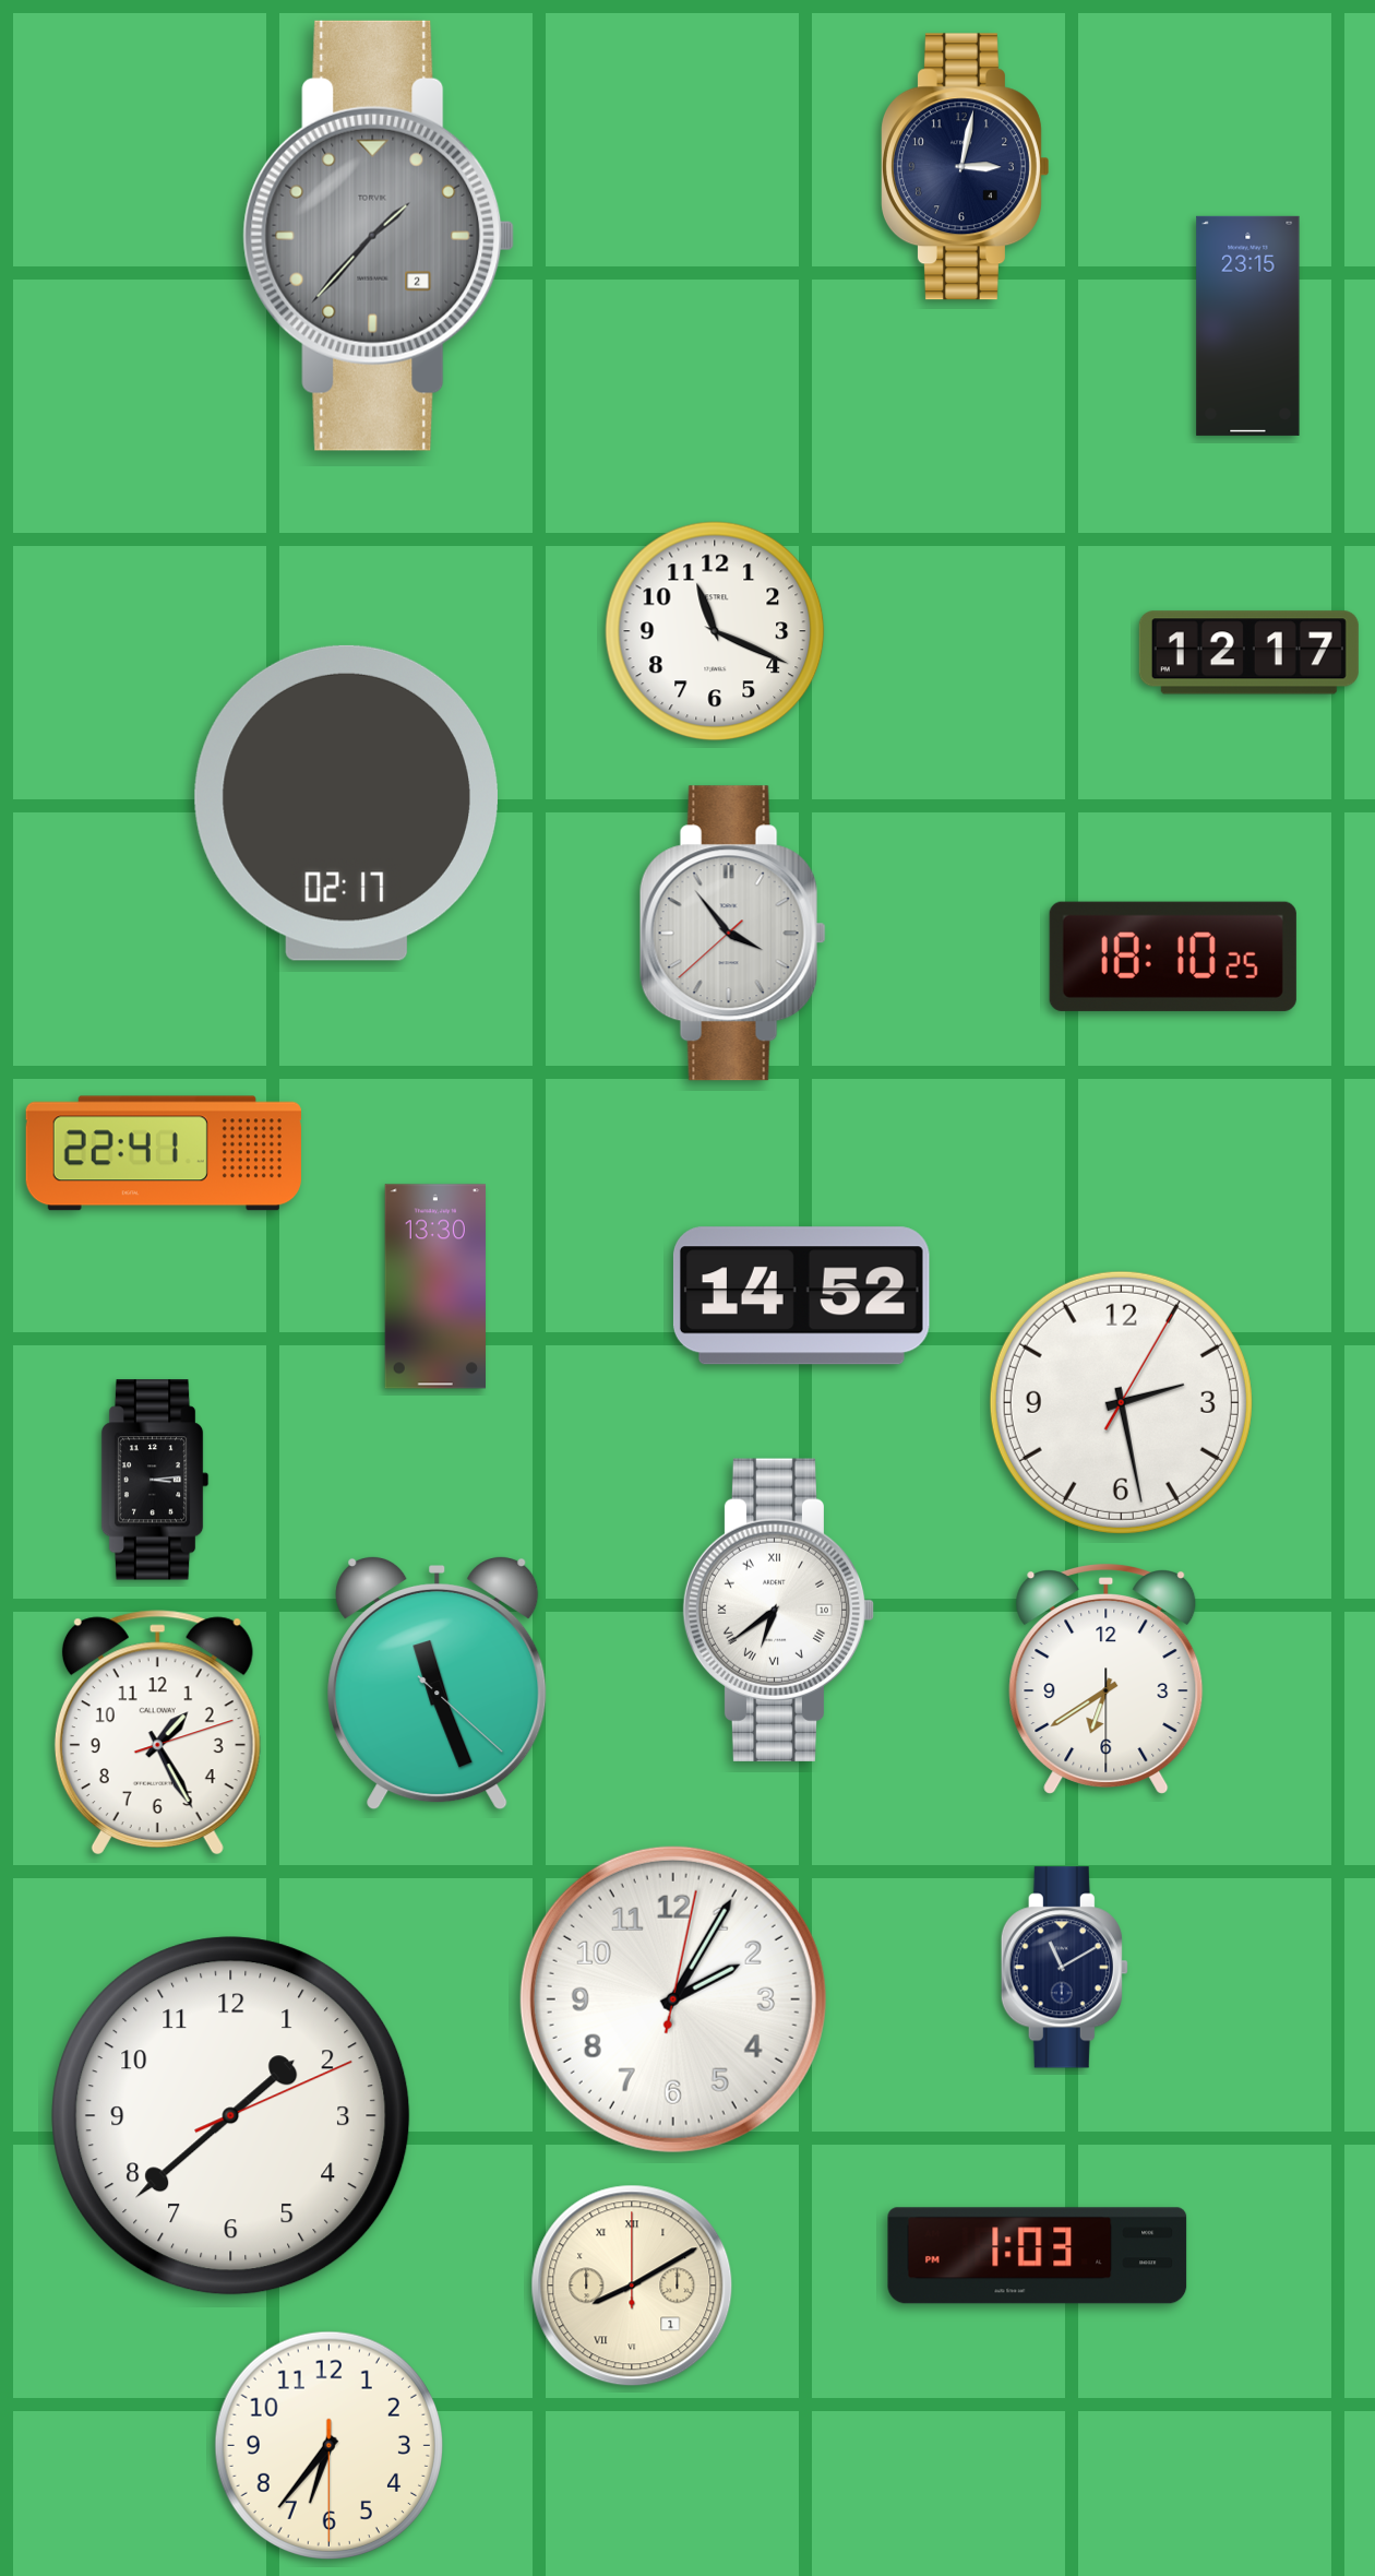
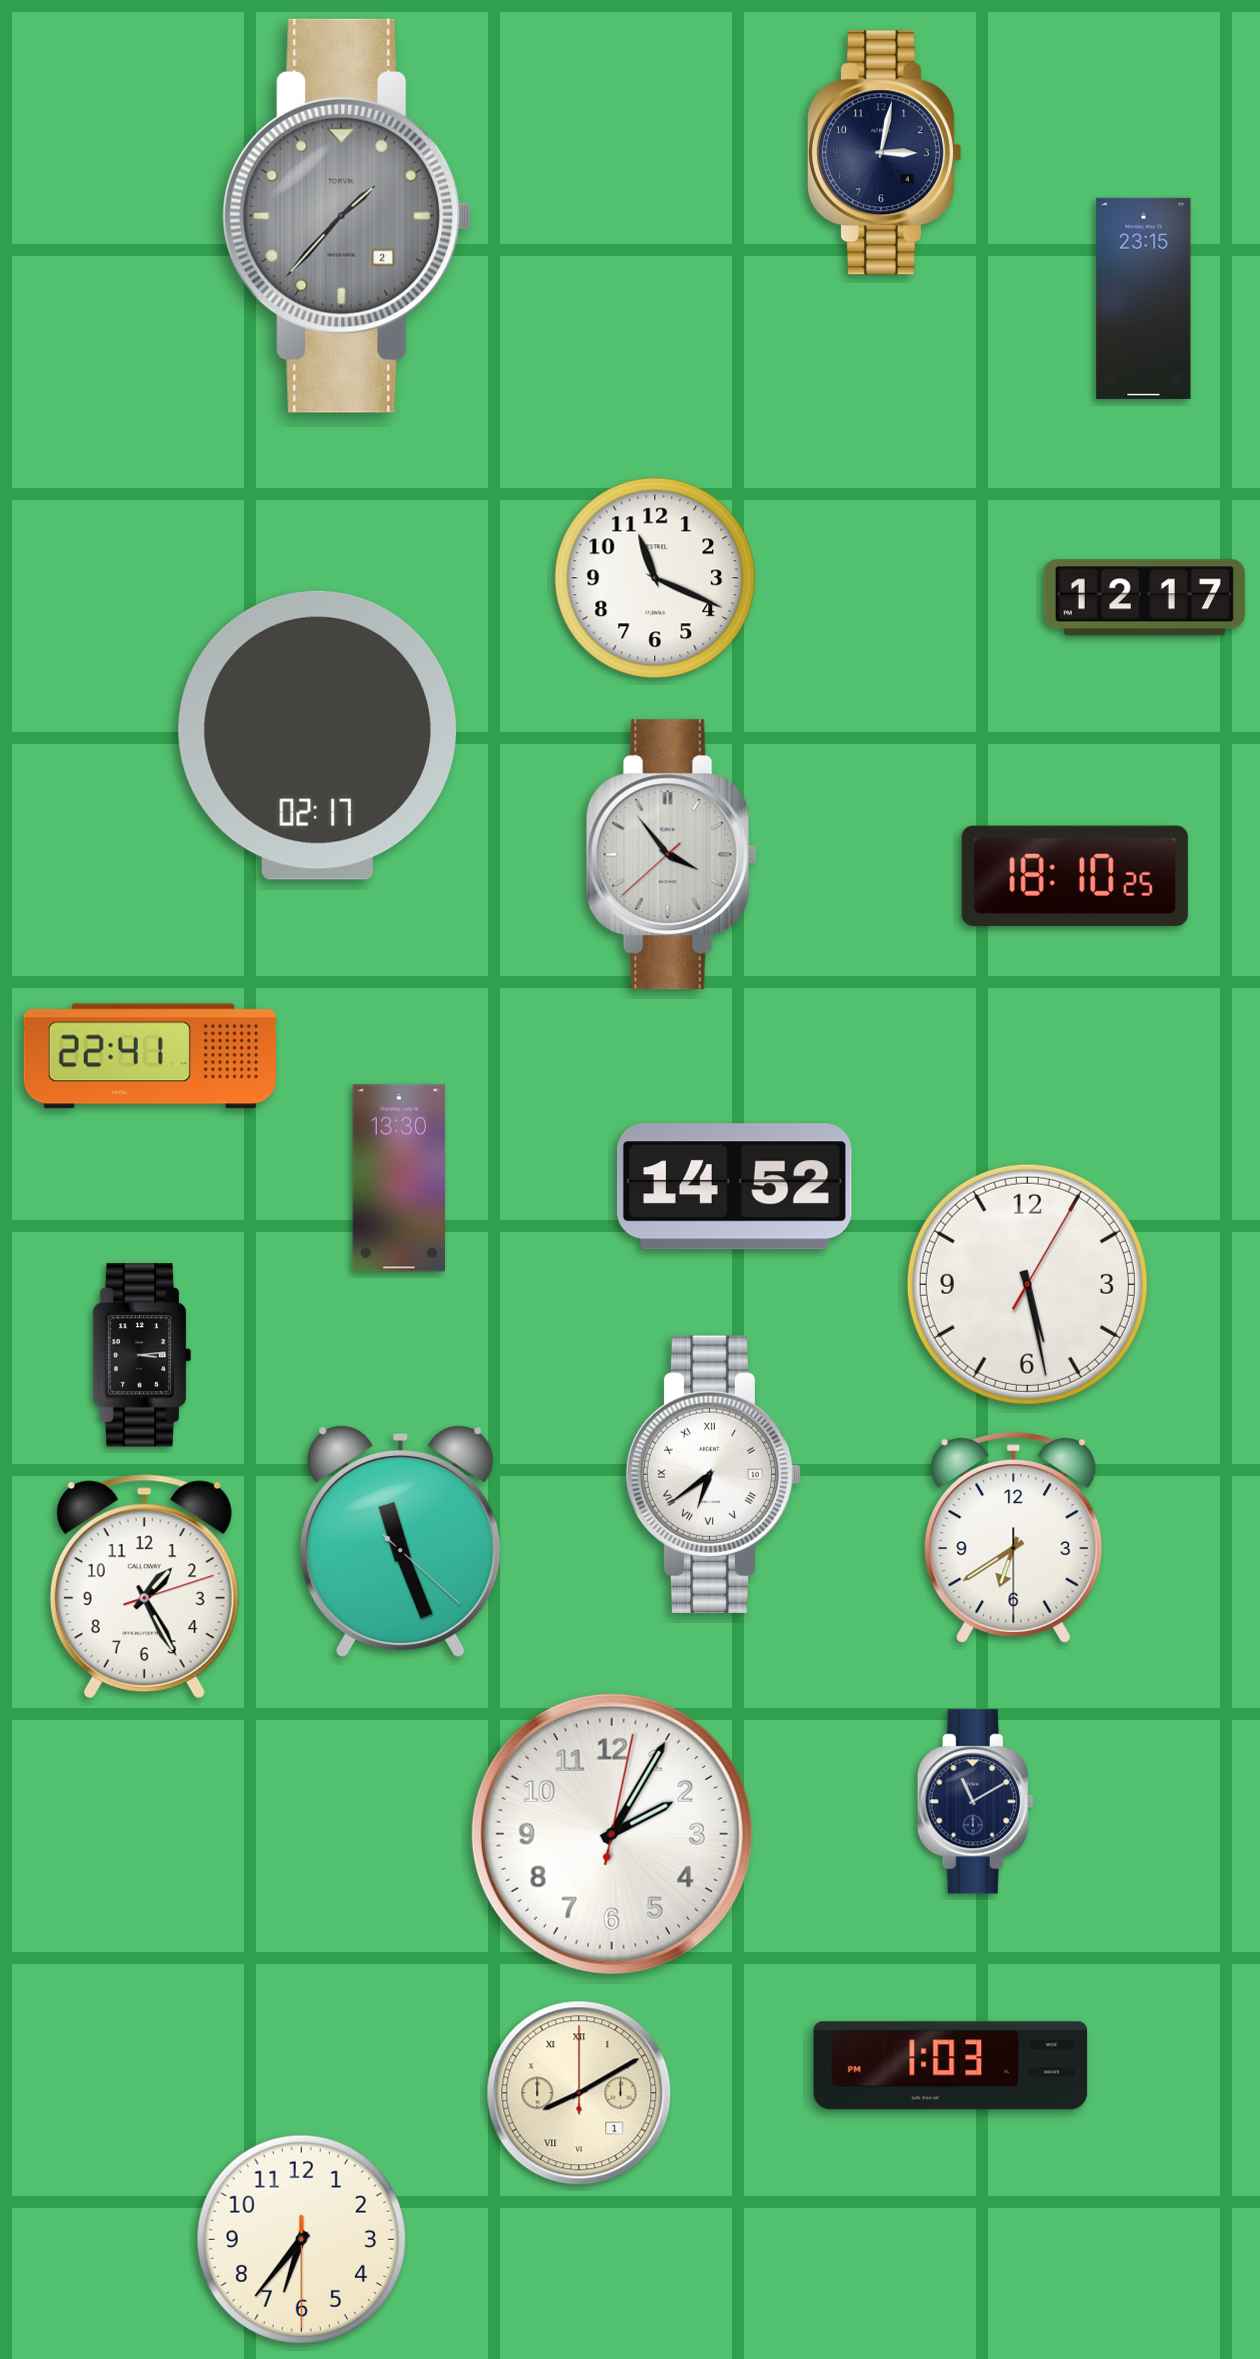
clock at (1121, 1402): 2:28 -> 5:28
clock at (673, 1999) position: (673, 1999) -> (612, 1834)
clock at (231, 2116): 1:38 -> none
